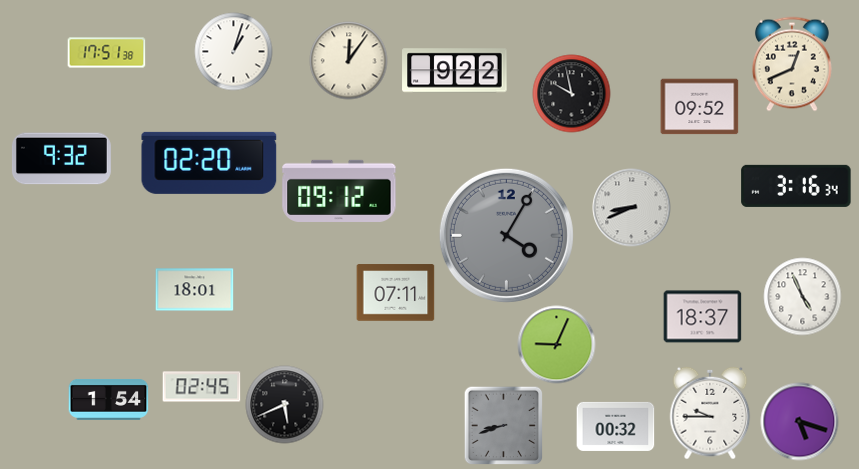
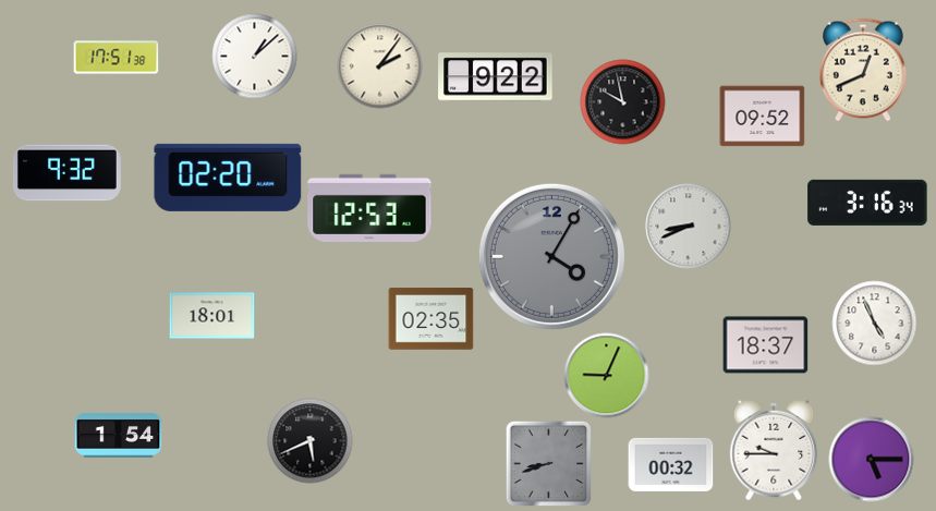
clock at (233, 51): 1:03 -> 1:08
clock at (348, 60): 12:06 -> 2:06
clock at (339, 191): 09:12 -> 12:53
clock at (395, 293): 07:11 -> 02:35
clock at (201, 387): 02:45 -> none
clock at (799, 421): 5:18 -> 5:15
